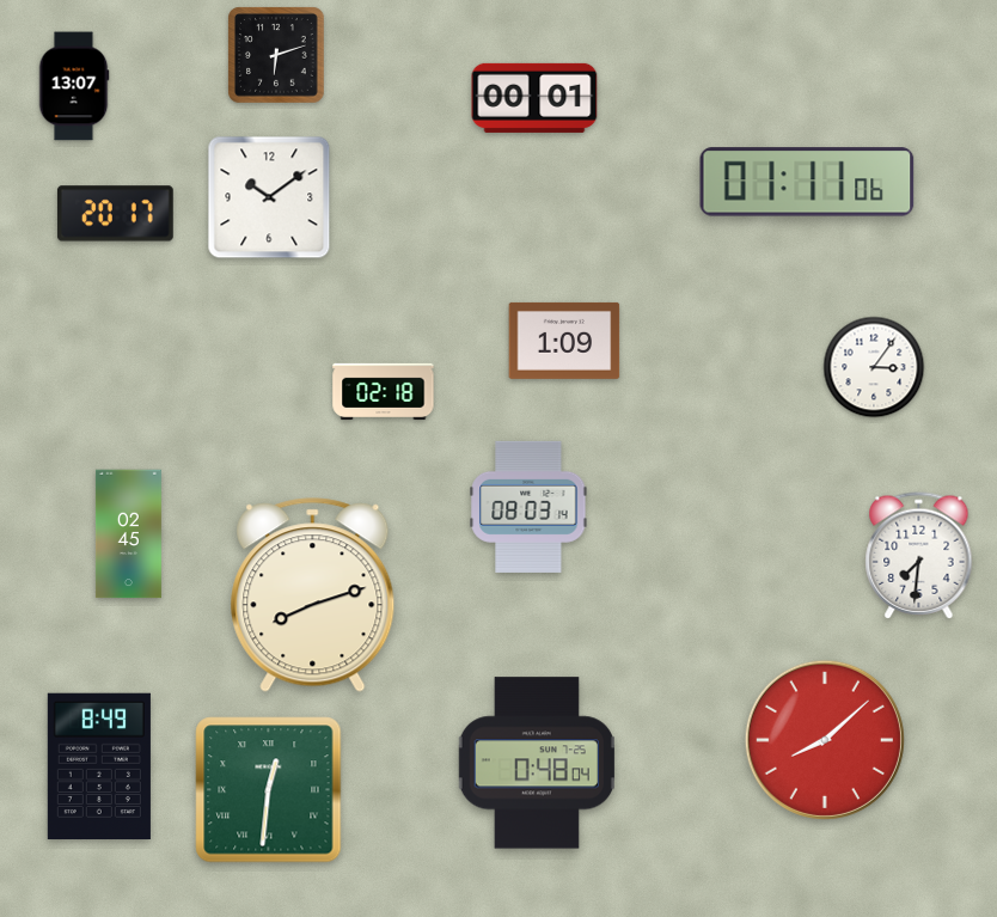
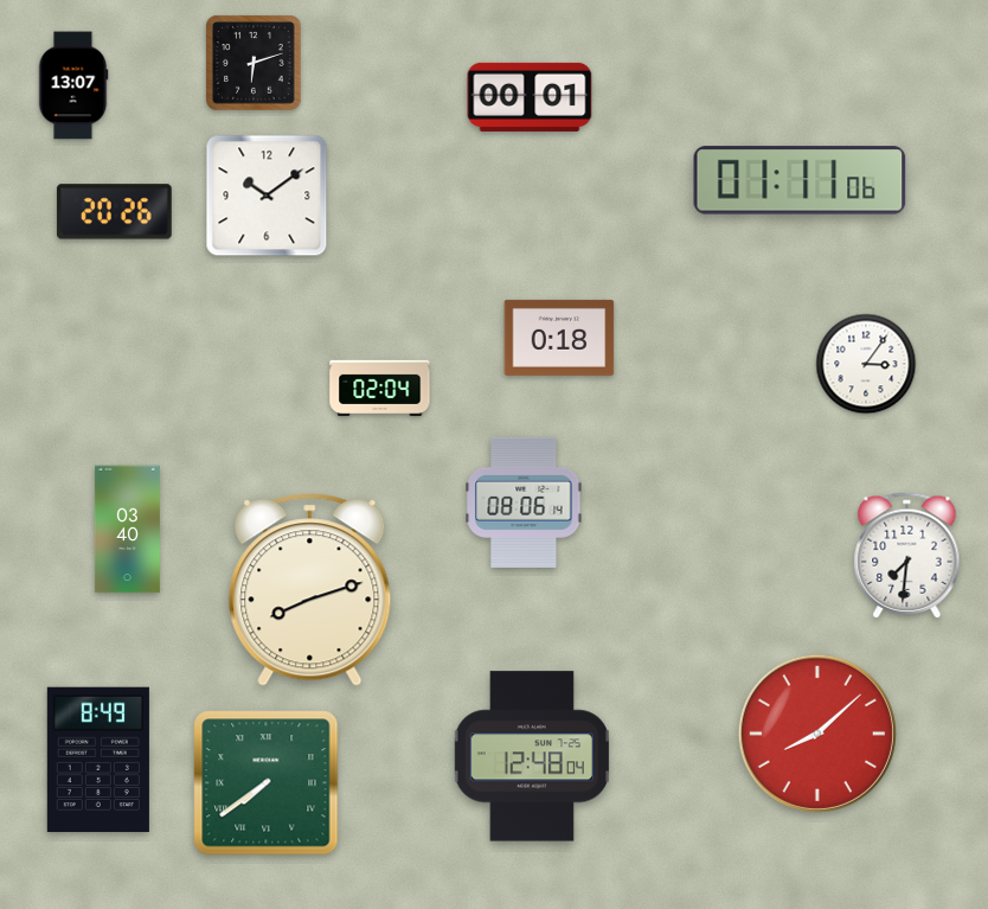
clock at (276, 55) position: (276, 55) -> (254, 63)
clock at (115, 214): 20:17 -> 20:26
clock at (564, 341): 1:09 -> 0:18
clock at (384, 392): 02:18 -> 02:04
clock at (528, 507): 08:03 -> 08:06
clock at (128, 534): 02:45 -> 03:40
clock at (919, 556) position: (919, 556) -> (907, 556)
clock at (536, 763): 0:48 -> 12:48
clock at (269, 790): 12:31 -> 7:39
